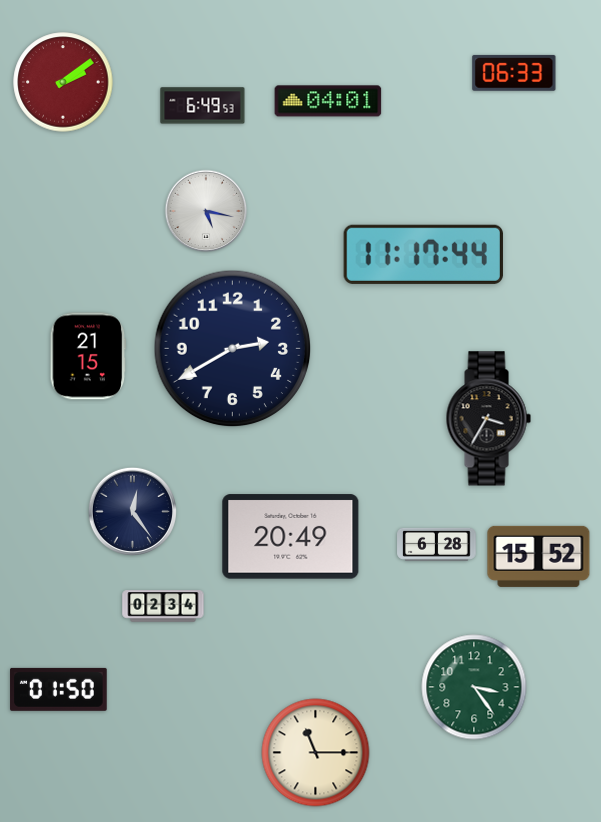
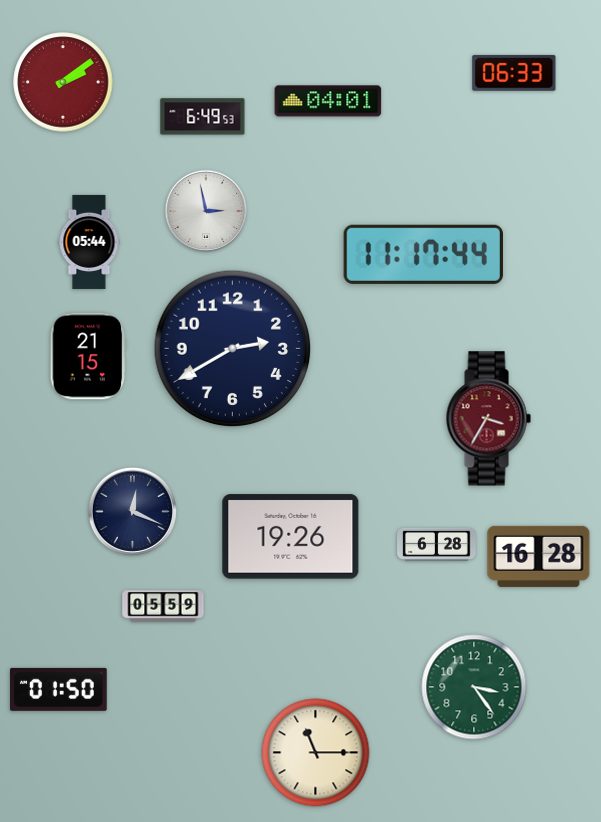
clock at (203, 106) position: (203, 106) -> (203, 117)
clock at (206, 211): 5:17 -> 2:58
clock at (89, 242): none -> 05:44
clock at (488, 419) dial: black -> burgundy
clock at (132, 511): 12:24 -> 12:19
clock at (291, 537): 20:49 -> 19:26
clock at (539, 556): 15:52 -> 16:28
clock at (163, 606): 02:34 -> 05:59
